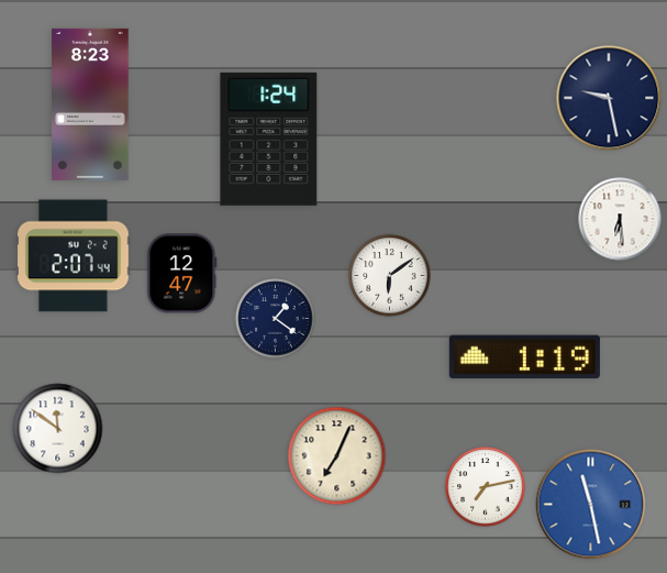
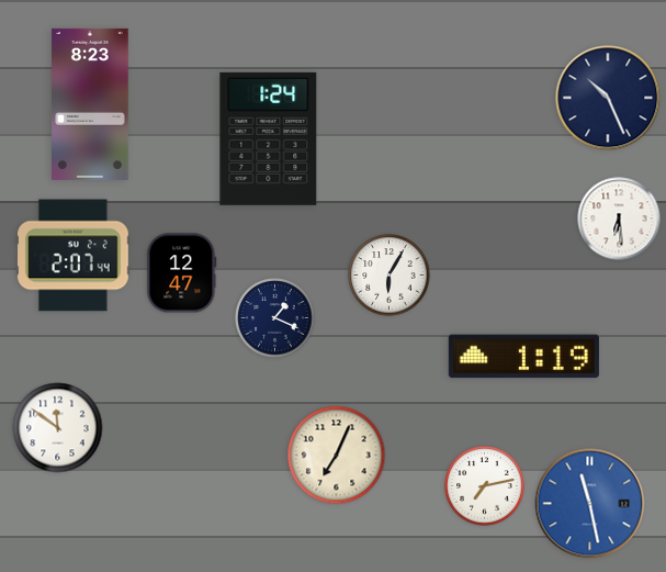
clock at (609, 98): 9:28 -> 10:26
clock at (390, 276): 6:09 -> 6:05
clock at (276, 319): 1:21 -> 1:19
